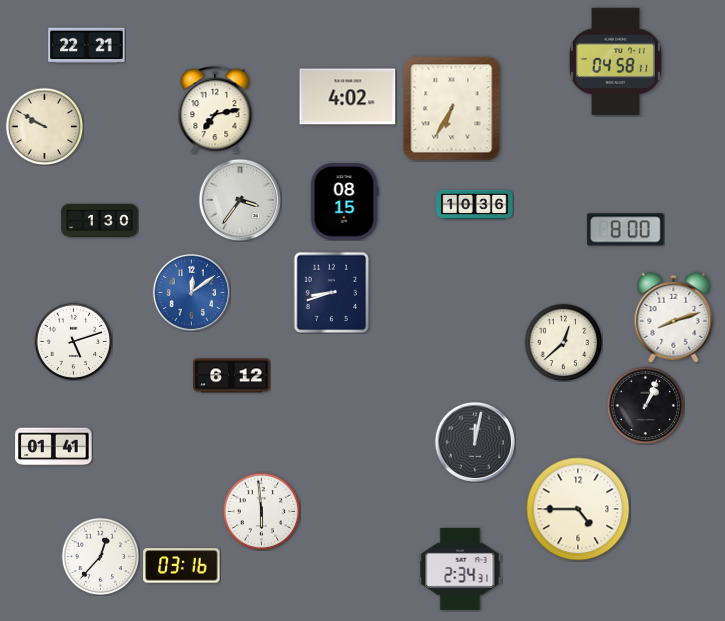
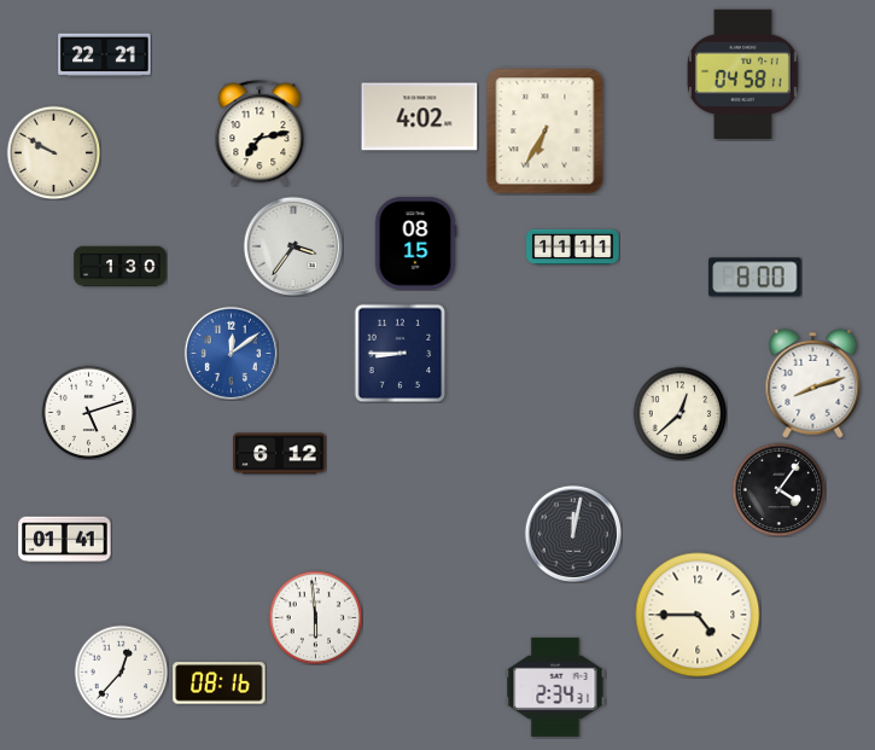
clock at (240, 200) position: (240, 200) -> (293, 246)
clock at (475, 205): 10:36 -> 11:11
clock at (332, 292): 8:42 -> 8:45
clock at (645, 405): 1:04 -> 4:06
clock at (182, 566): 03:16 -> 08:16
